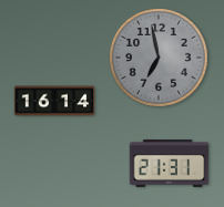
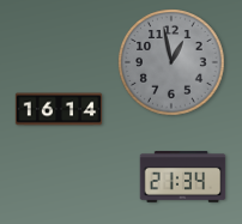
clock at (159, 58): 6:58 -> 12:58
clock at (170, 164): 21:31 -> 21:34
